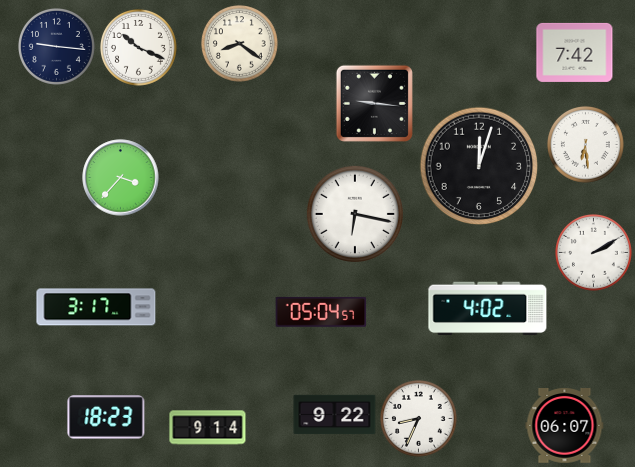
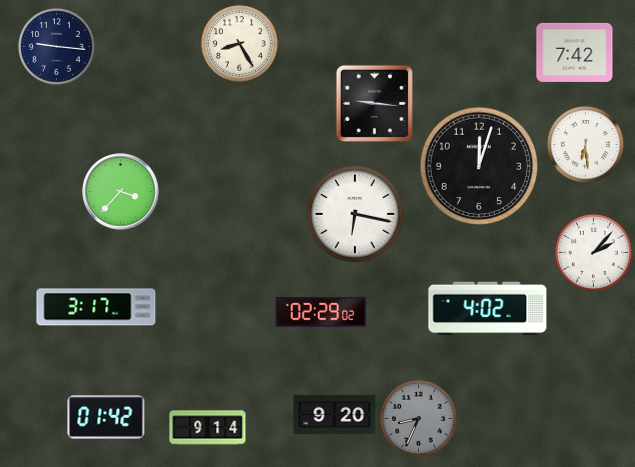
clock at (239, 43): 8:21 -> 8:25
clock at (138, 47): 10:19 -> none
clock at (121, 178) position: (121, 178) -> (121, 192)
clock at (593, 252): 2:10 -> 2:07
clock at (321, 312): 05:04 -> 02:29
clock at (335, 415): 9:22 -> 9:20
clock at (106, 417): 18:23 -> 01:42
clock at (418, 418) dial: white -> grey
clock at (565, 426): 06:07 -> none
